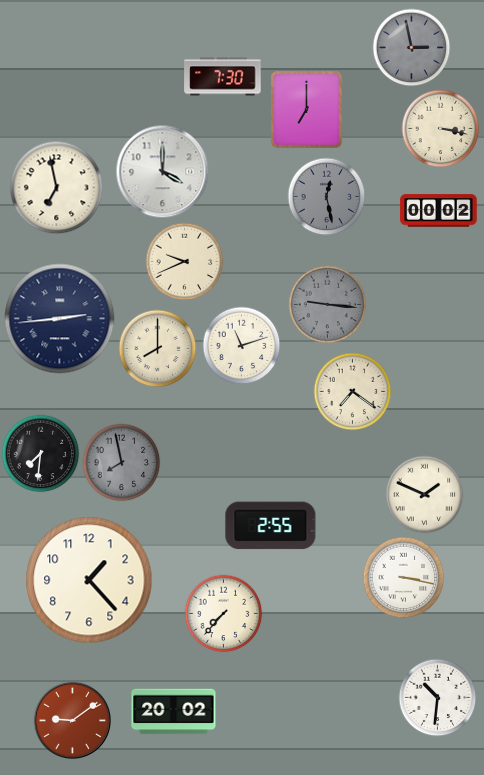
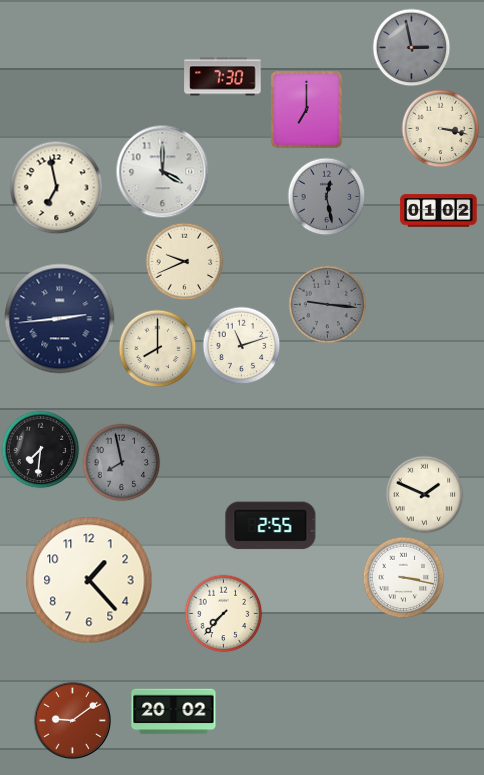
clock at (439, 211): 00:02 -> 01:02
clock at (352, 391): 7:21 -> none
clock at (40, 453) position: (40, 453) -> (40, 449)
clock at (437, 697): 10:31 -> none
